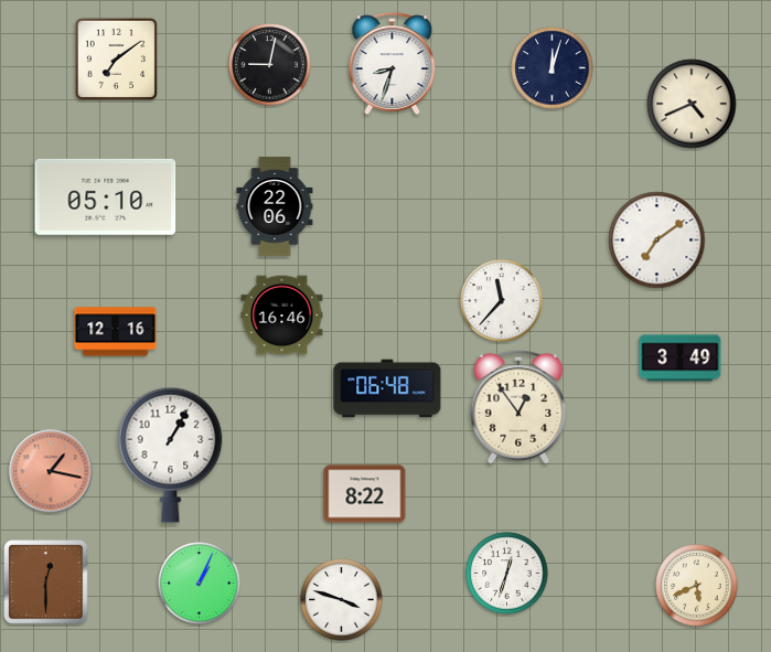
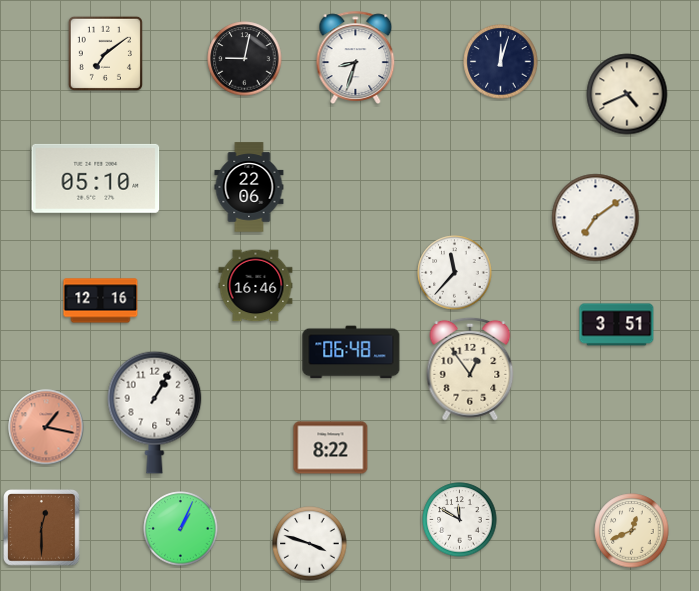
clock at (116, 332) position: (116, 332) -> (101, 301)
clock at (681, 359): 3:49 -> 3:51
clock at (507, 574): 12:33 -> 11:50
clock at (697, 586): 5:41 -> 12:41
